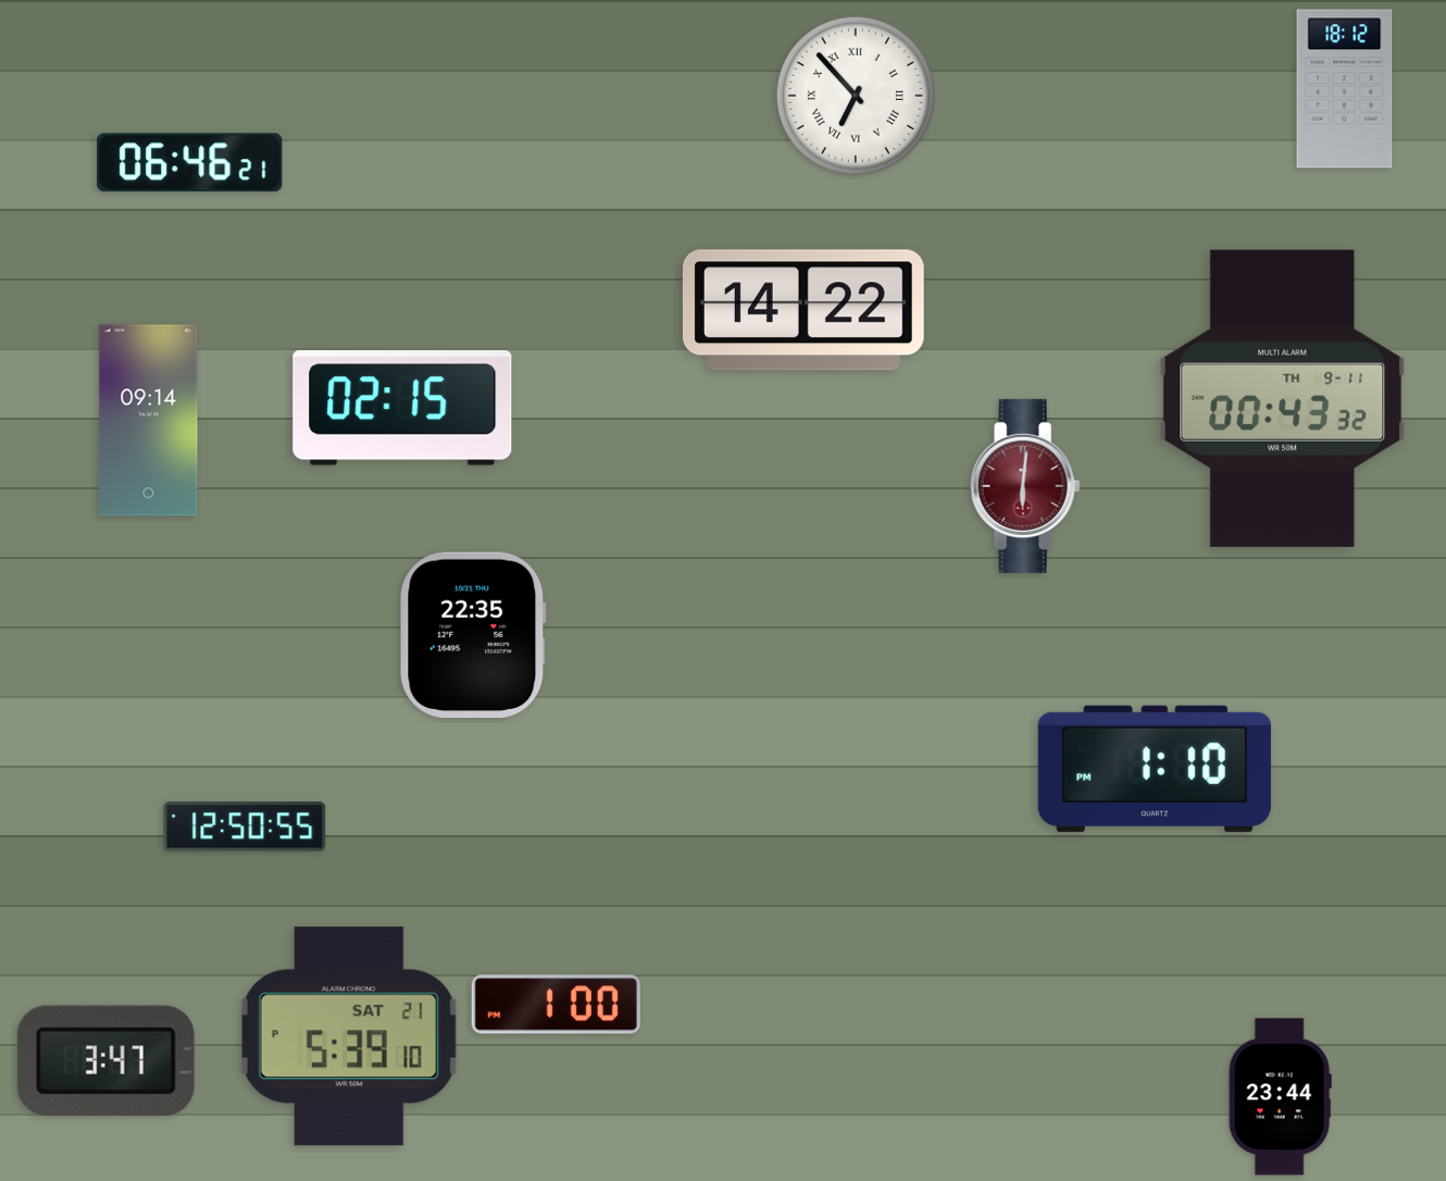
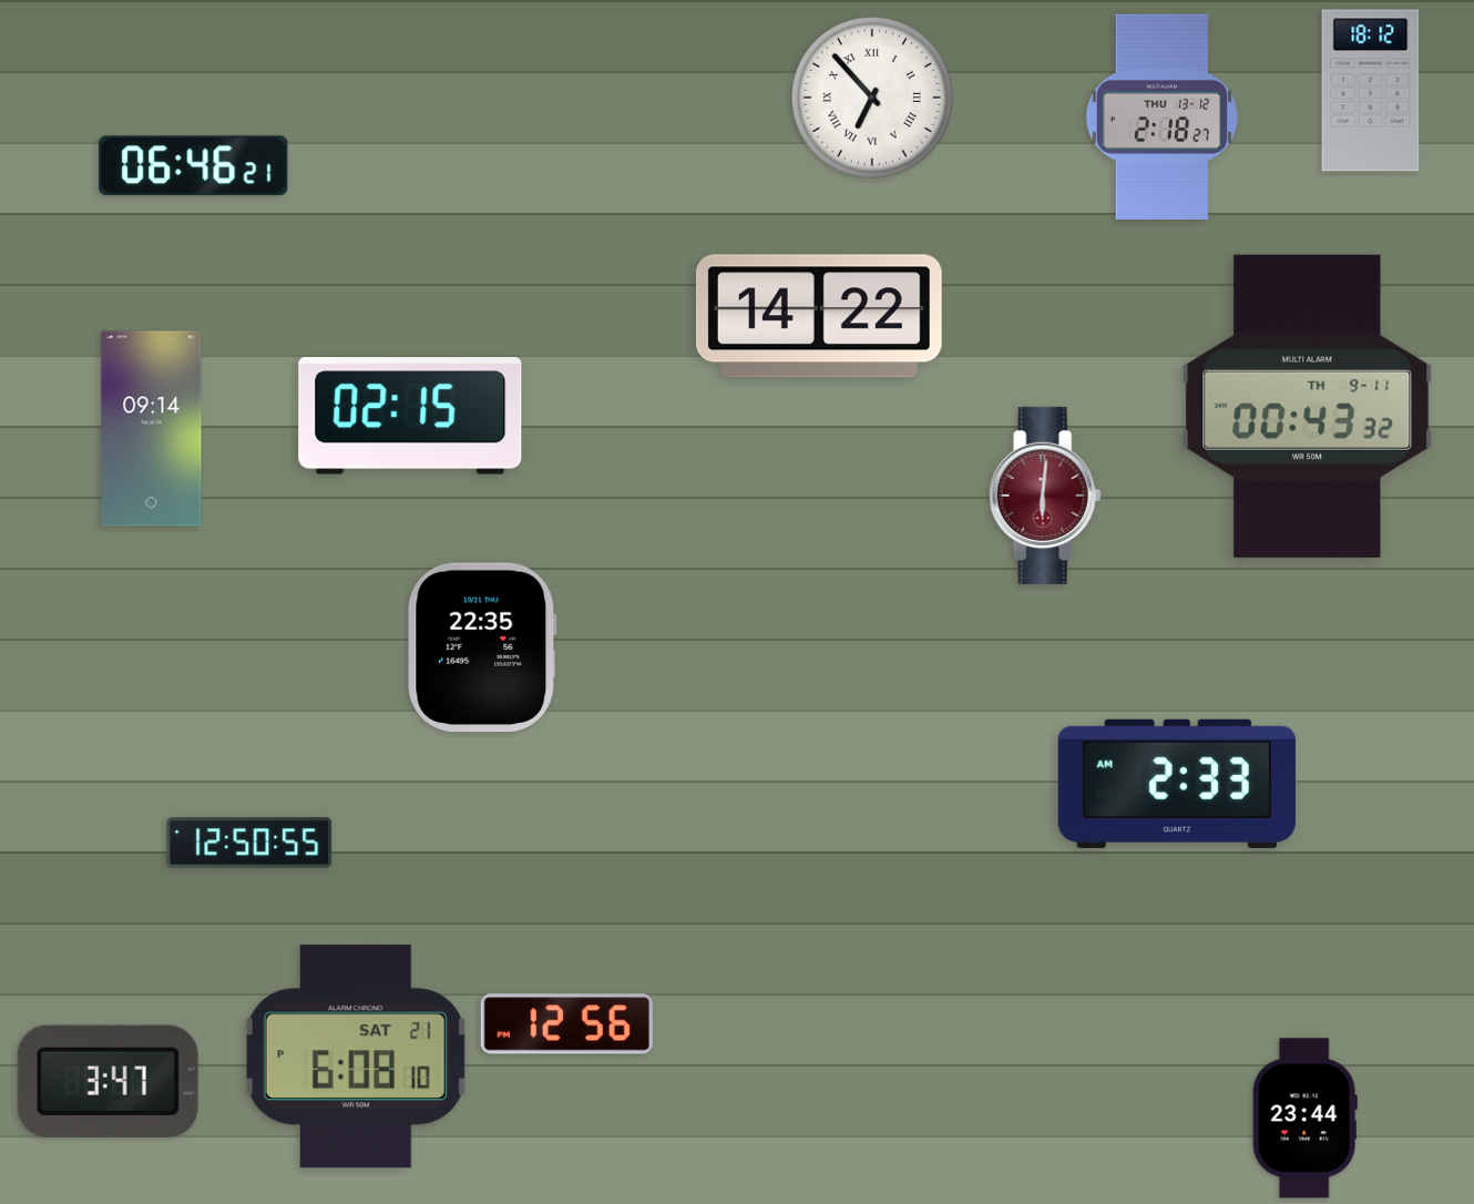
clock at (1161, 116): none -> 2:18
clock at (1155, 769): 1:10 -> 2:33
clock at (556, 1005): 1:00 -> 12:56
clock at (349, 1036): 5:39 -> 6:08
